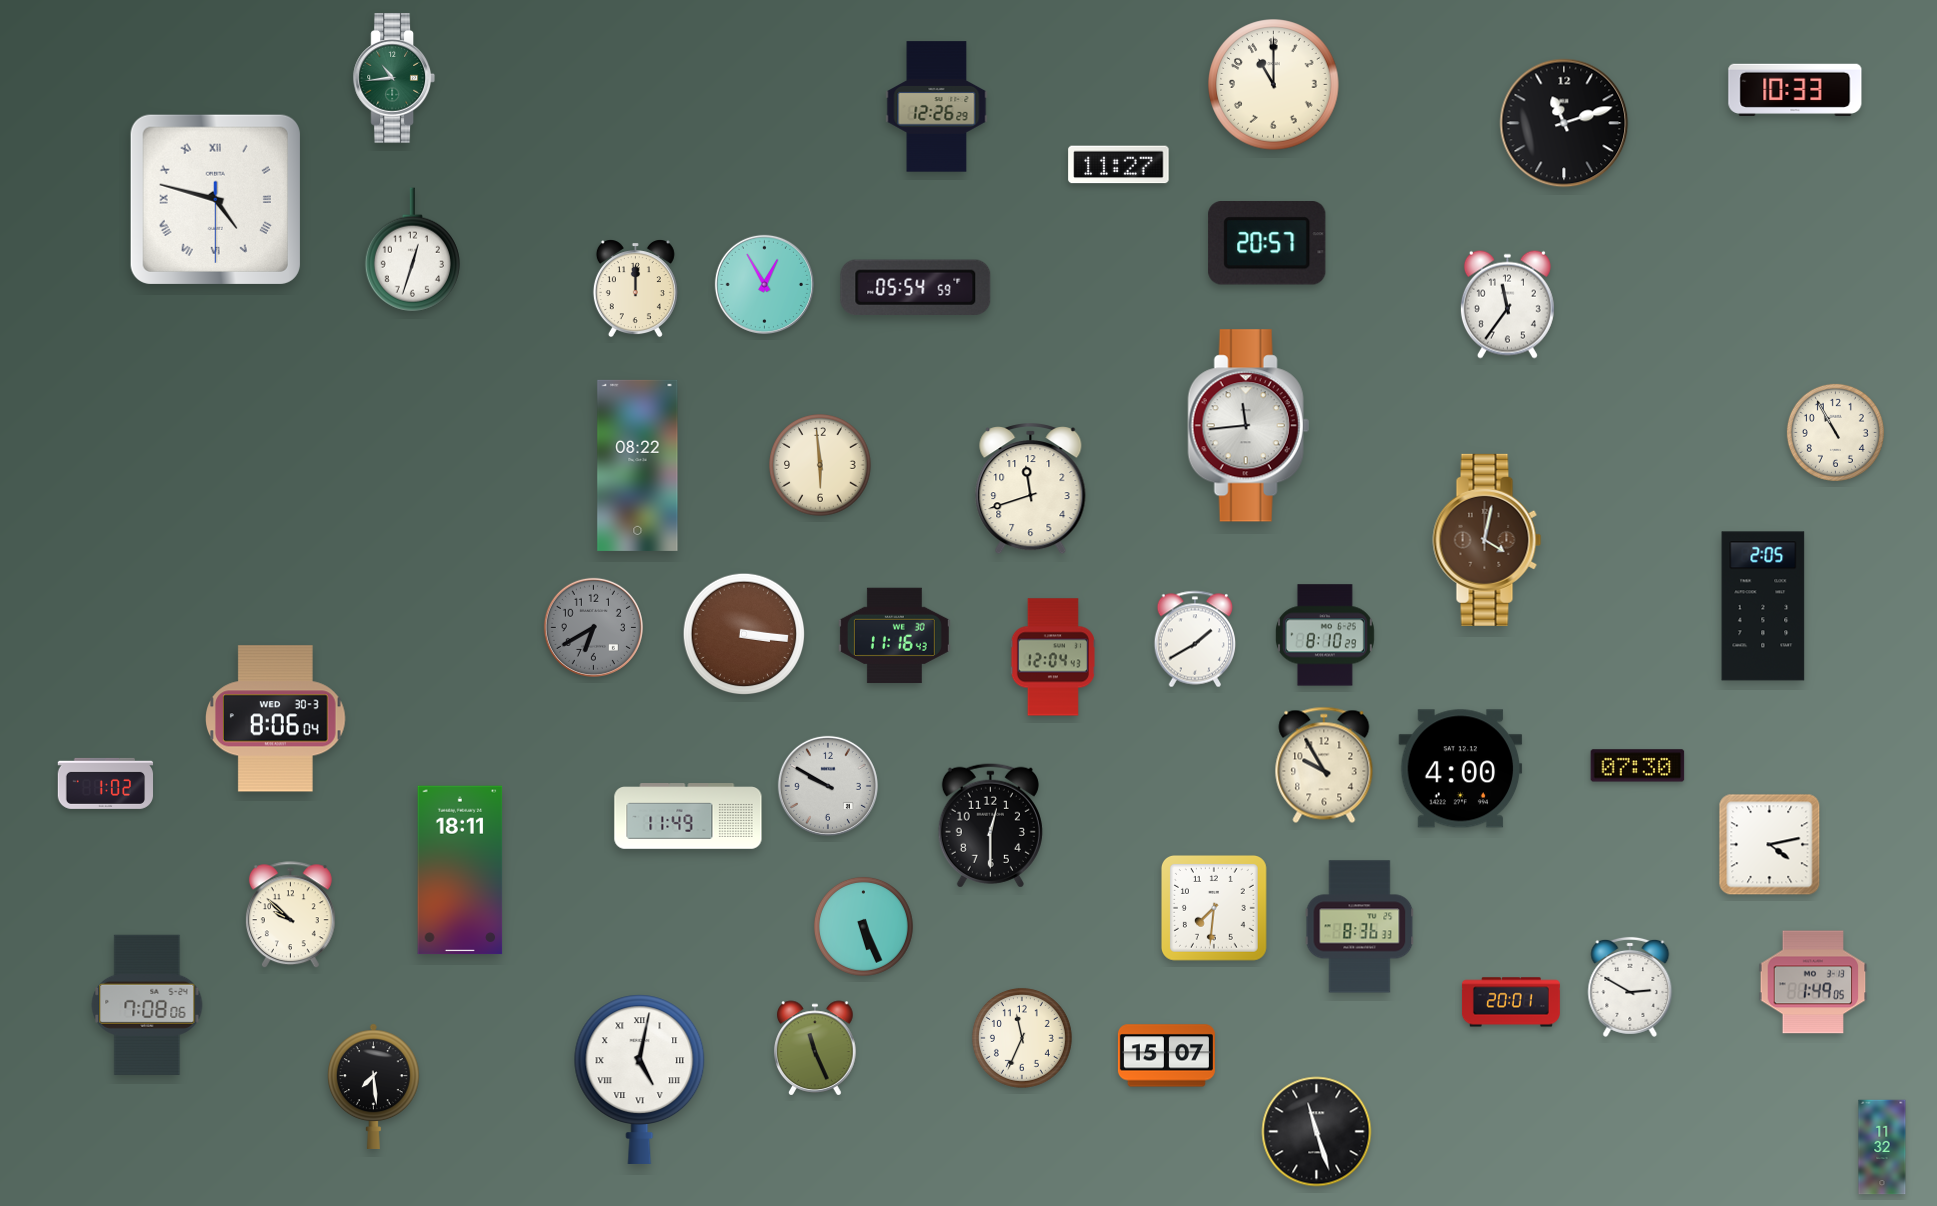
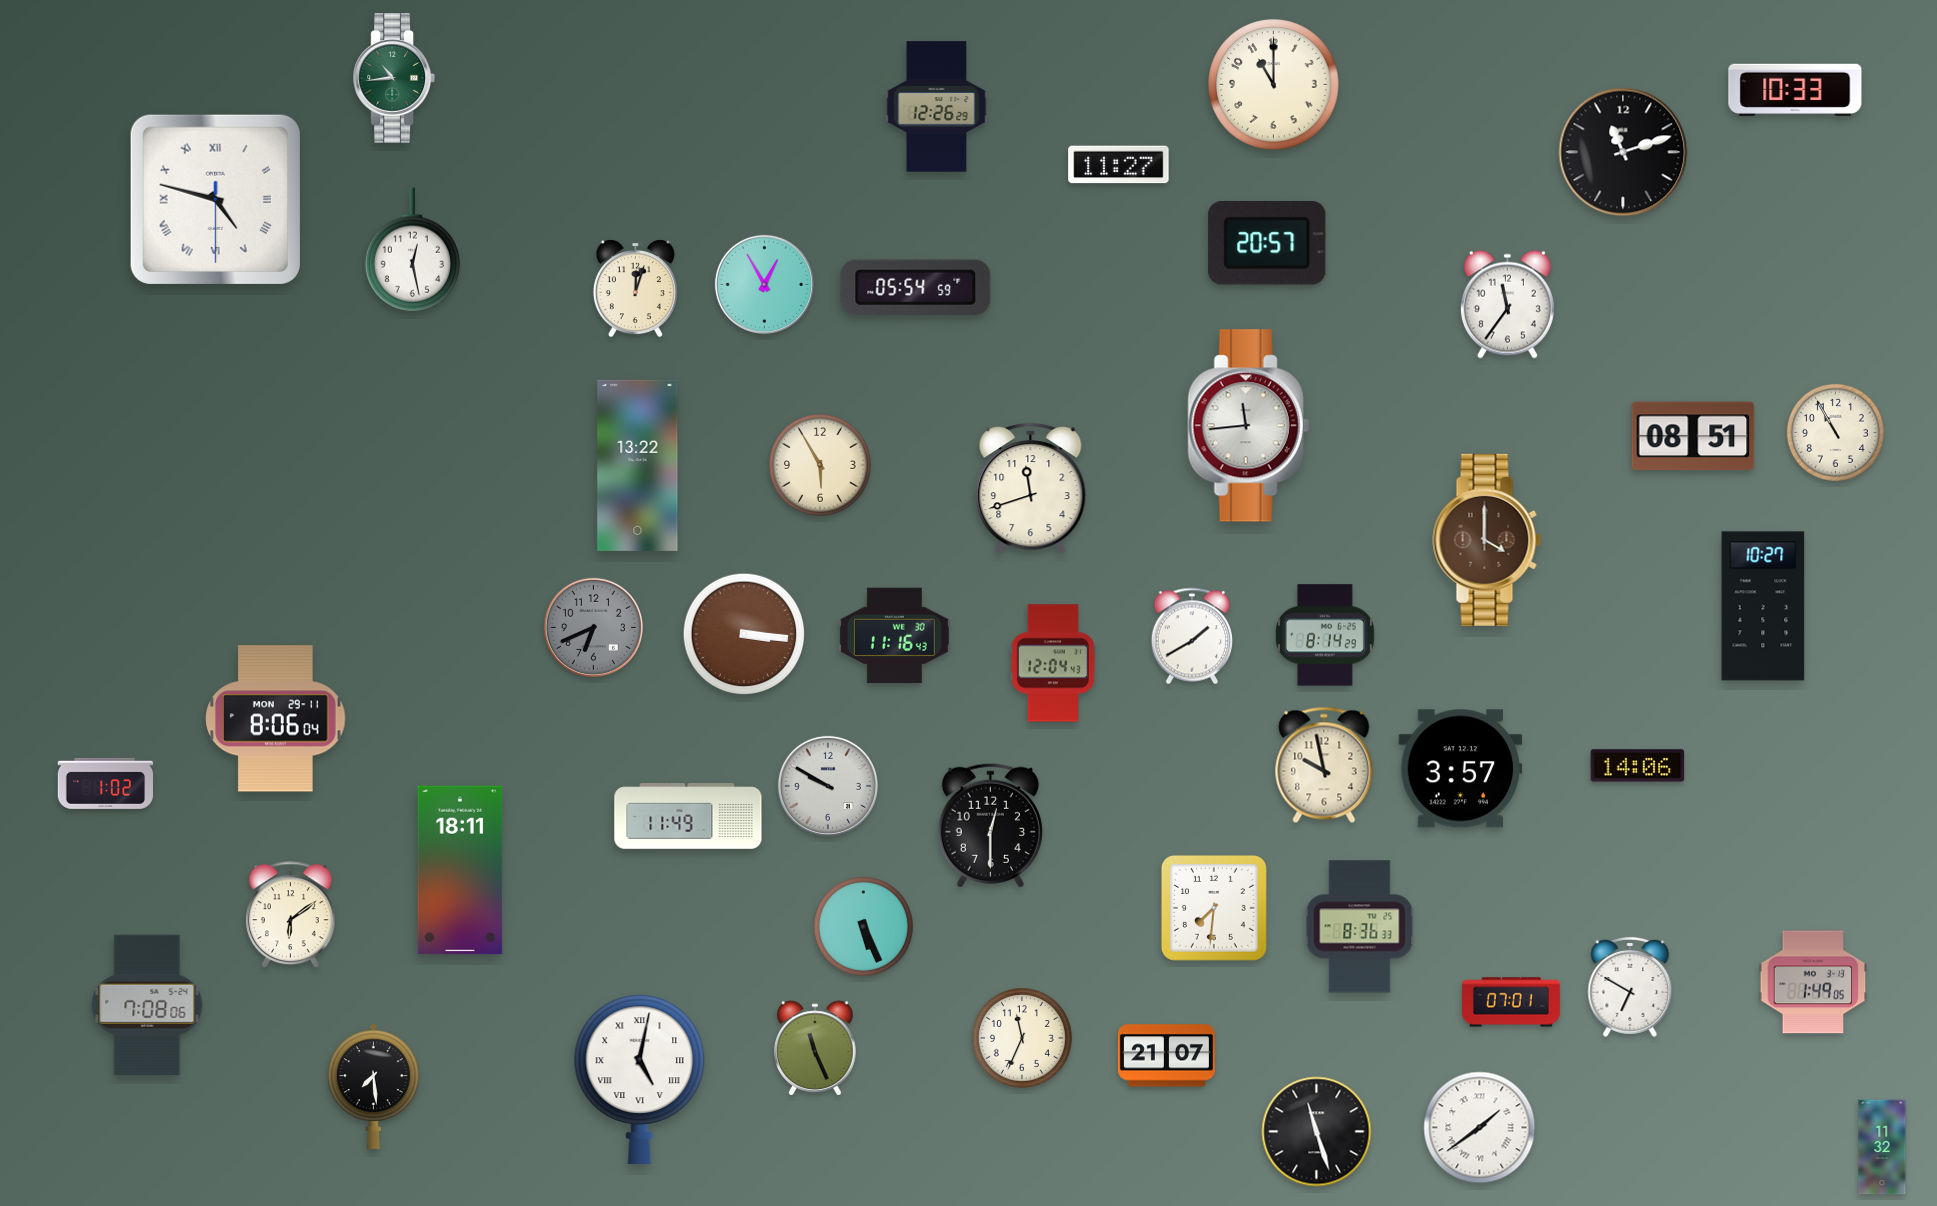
clock at (1564, 123) position: (1564, 123) -> (1623, 152)
clock at (412, 250): 12:33 -> 12:28
clock at (635, 289): 12:00 -> 12:03
clock at (1693, 436): none -> 08:51
clock at (638, 465): 08:22 -> 13:22
clock at (820, 465): 5:59 -> 5:55
clock at (1487, 540): 4:02 -> 4:00
clock at (1763, 606): 2:05 -> 10:27
clock at (593, 627): 6:40 -> 6:41
clock at (1325, 635): 8:10 -> 8:14
clock at (1195, 639) position: (1195, 639) -> (1192, 636)
clock at (1053, 657) position: (1053, 657) -> (1053, 663)
clock at (276, 719) date: WED 30-3 -> MON 29-11
clock at (1324, 765): 9:55 -> 9:58
clock at (1638, 766): 07:30 -> 14:06
clock at (1461, 769): 4:00 -> 3:57
clock at (1770, 845): 4:13 -> none
clock at (290, 915): 9:52 -> 6:09
clock at (1630, 987): 2:50 -> 6:50
clock at (1511, 1002): 20:01 -> 07:01
clock at (1166, 1056): 15:07 -> 21:07
clock at (1480, 1128): none -> 1:39
